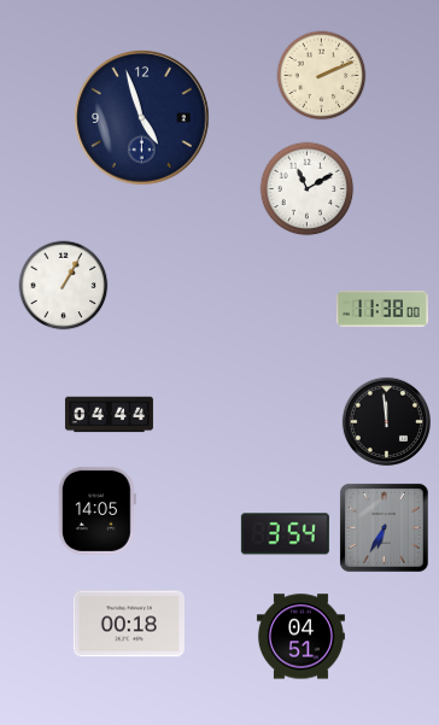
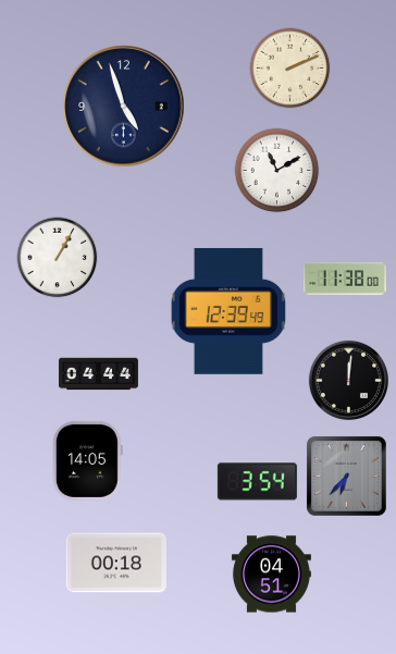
clock at (142, 118) position: (142, 118) -> (124, 107)
clock at (228, 311): none -> 12:39
clock at (386, 421): 11:59 -> 12:01
clock at (384, 527): 6:35 -> 6:37
